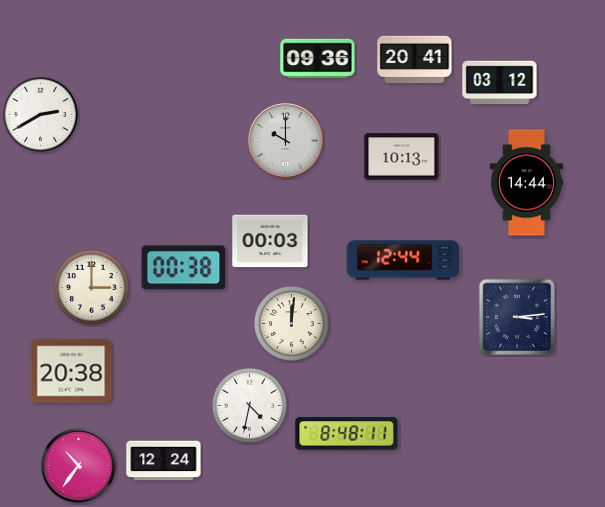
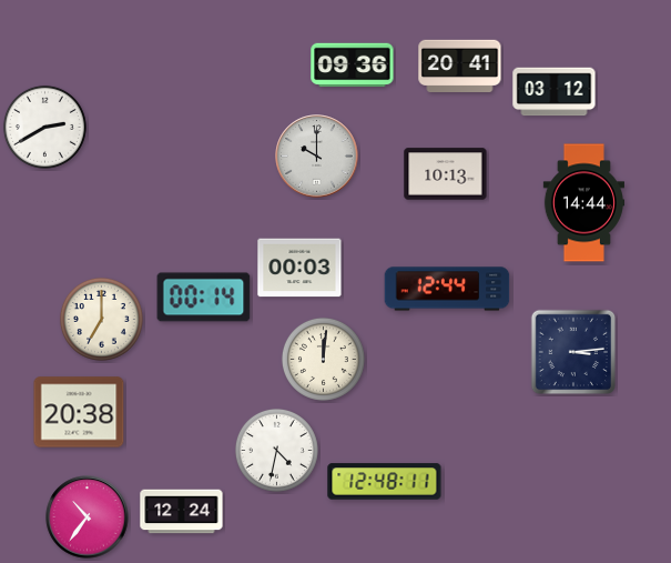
clock at (184, 268): 00:38 -> 00:14
clock at (91, 287): 3:00 -> 7:00
clock at (347, 434): 8:48 -> 12:48
